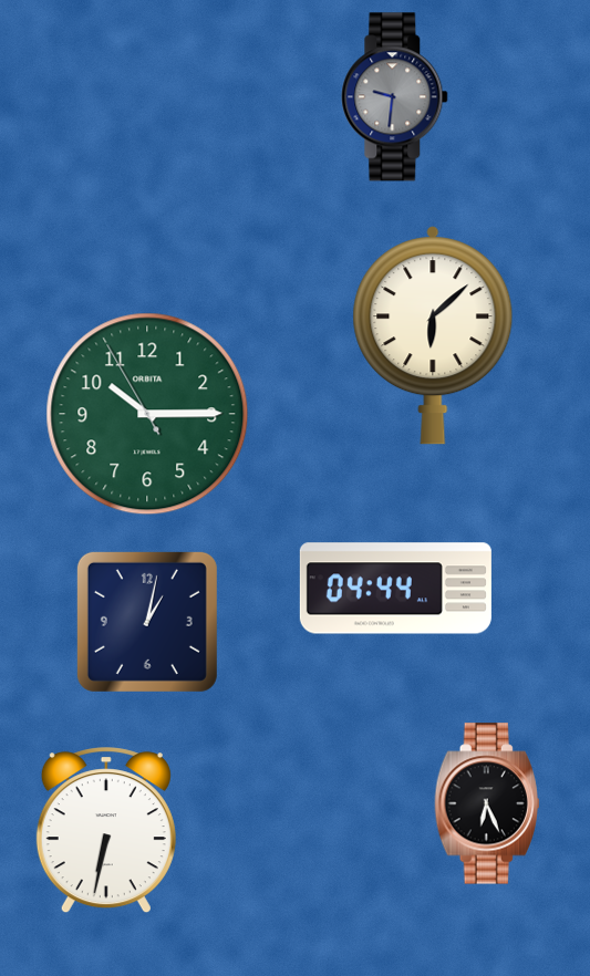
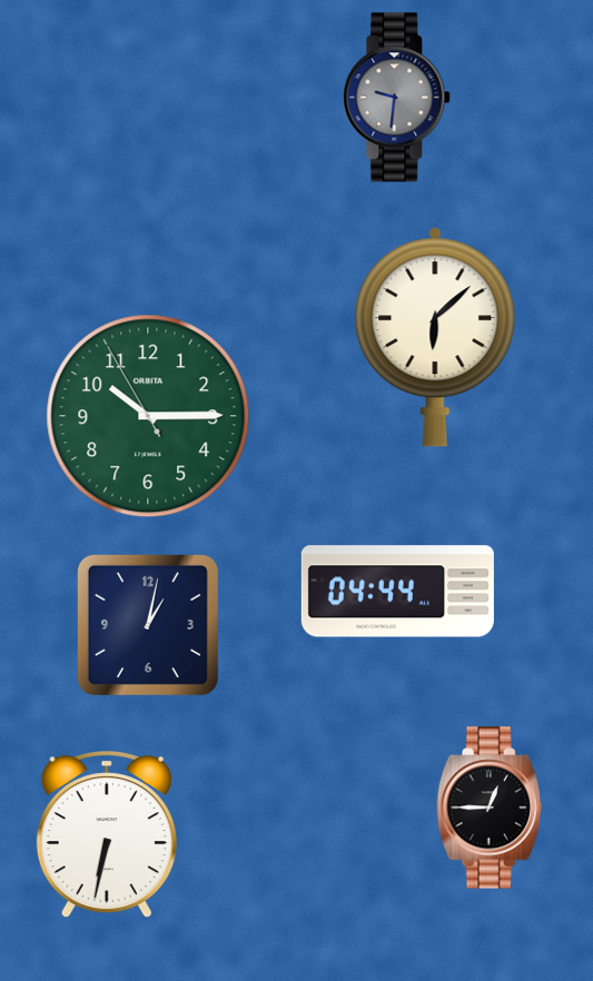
clock at (487, 803): 6:26 -> 12:45
